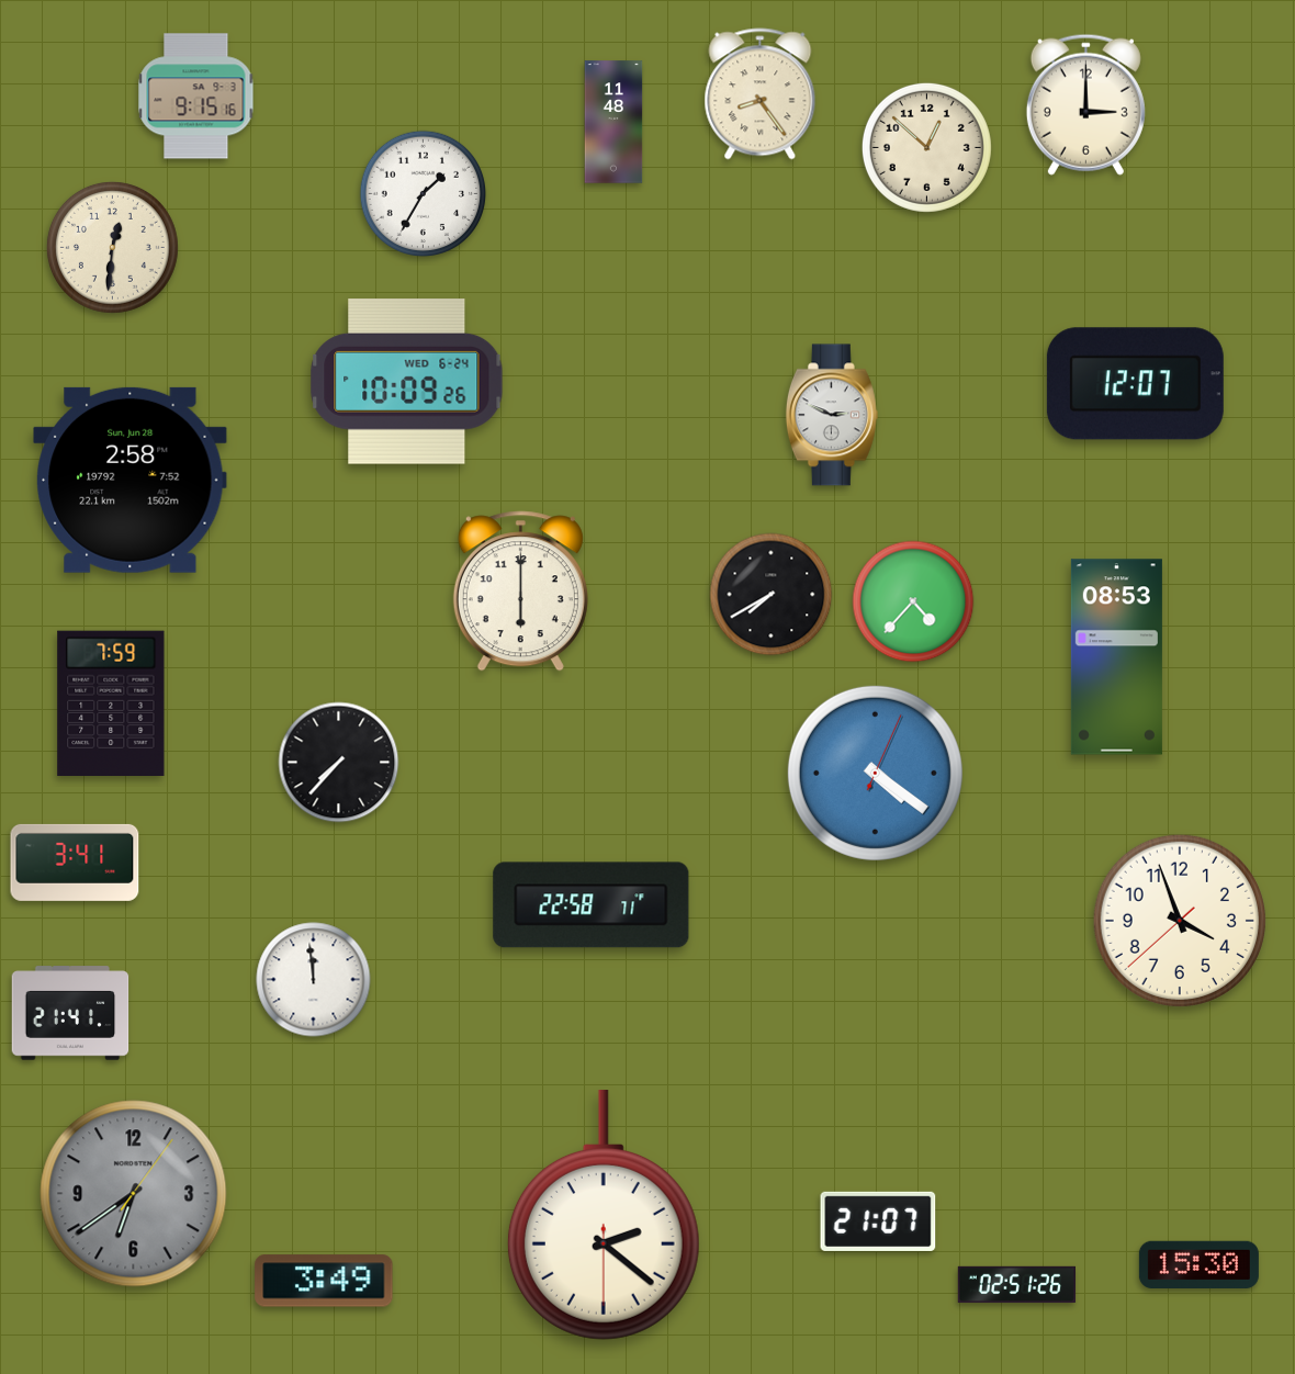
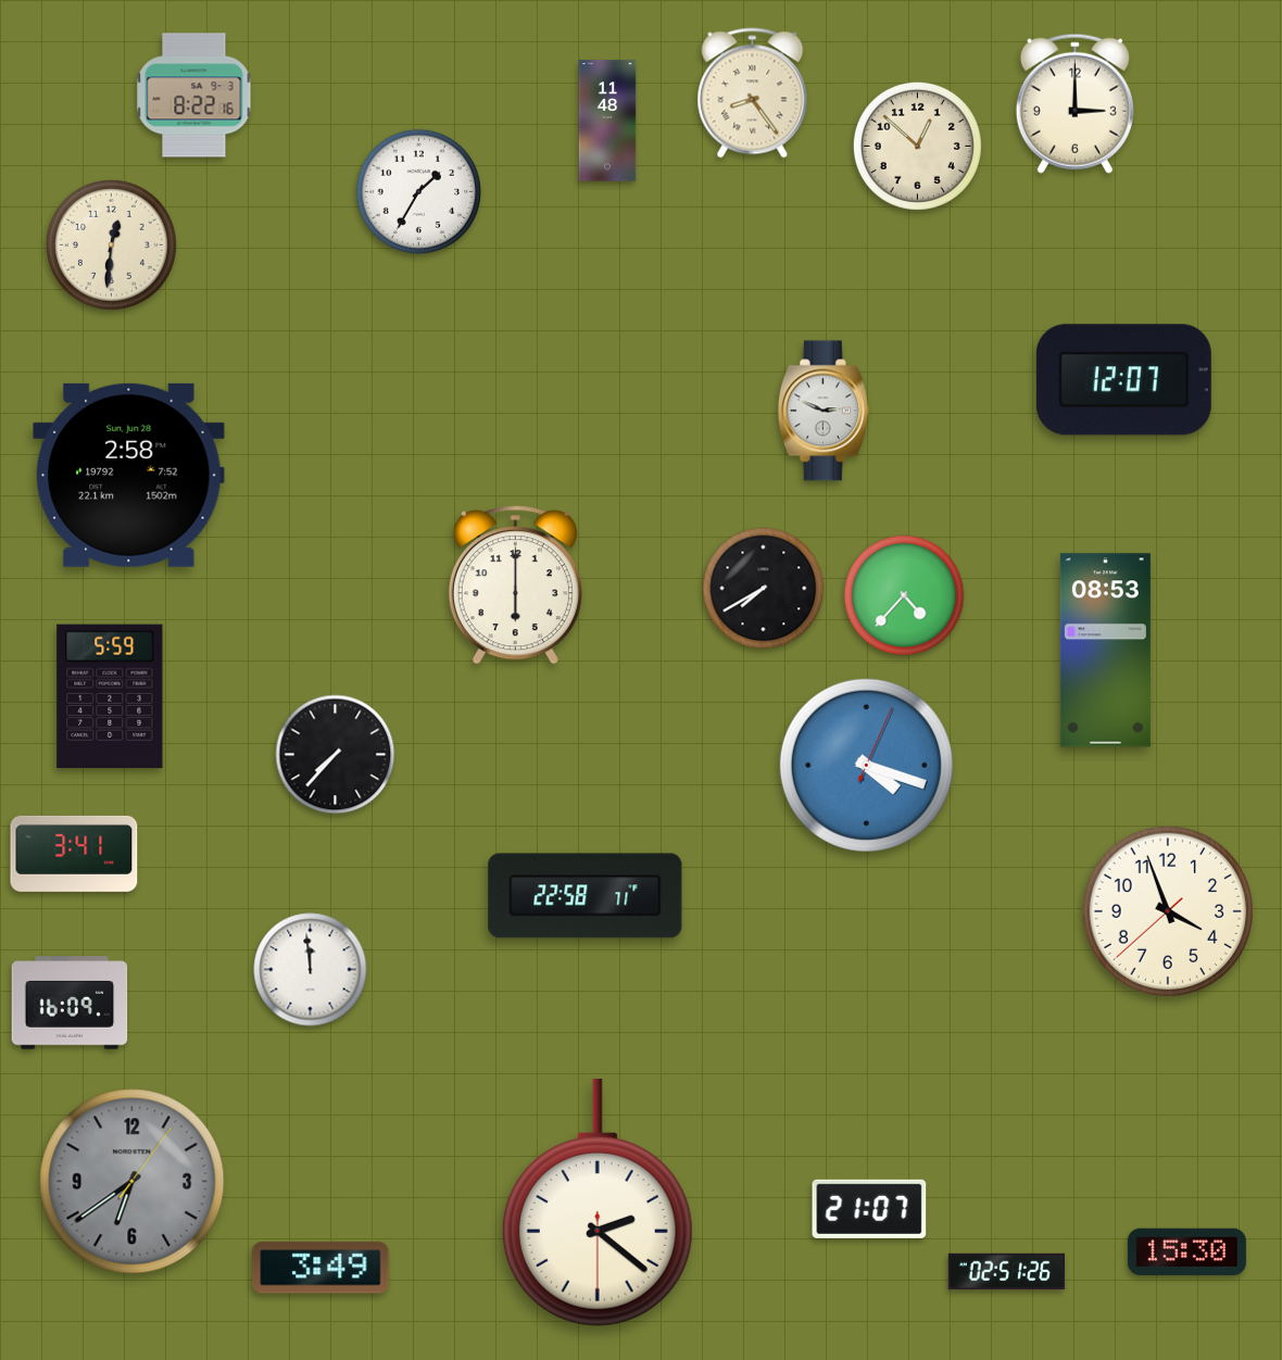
clock at (196, 97): 9:15 -> 8:22
clock at (407, 382): 10:09 -> none
clock at (111, 702): 7:59 -> 5:59
clock at (875, 773): 4:21 -> 4:18
clock at (70, 1013): 21:41 -> 16:09
